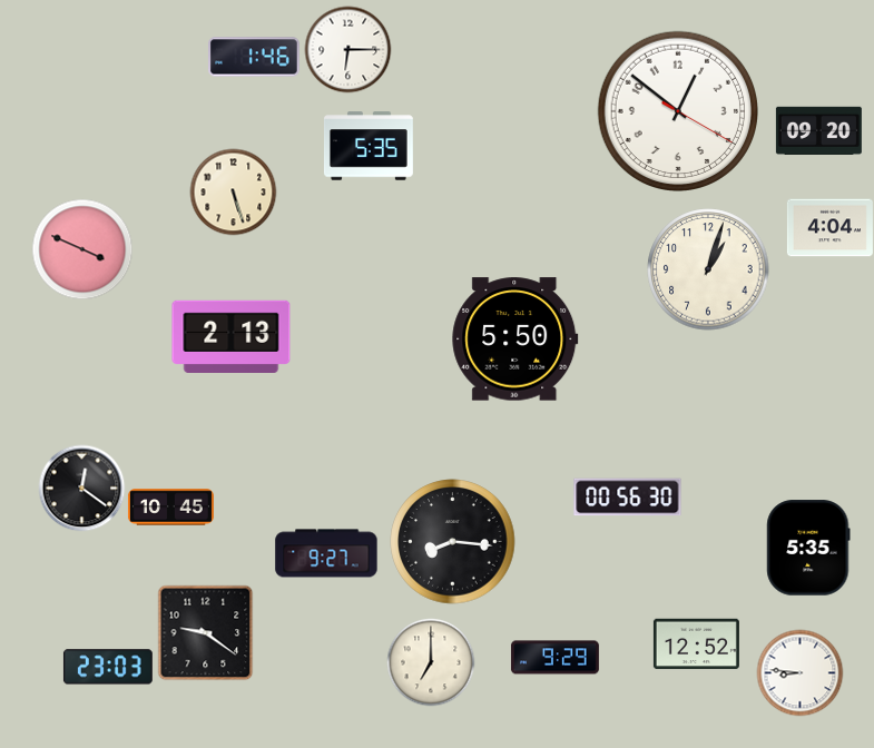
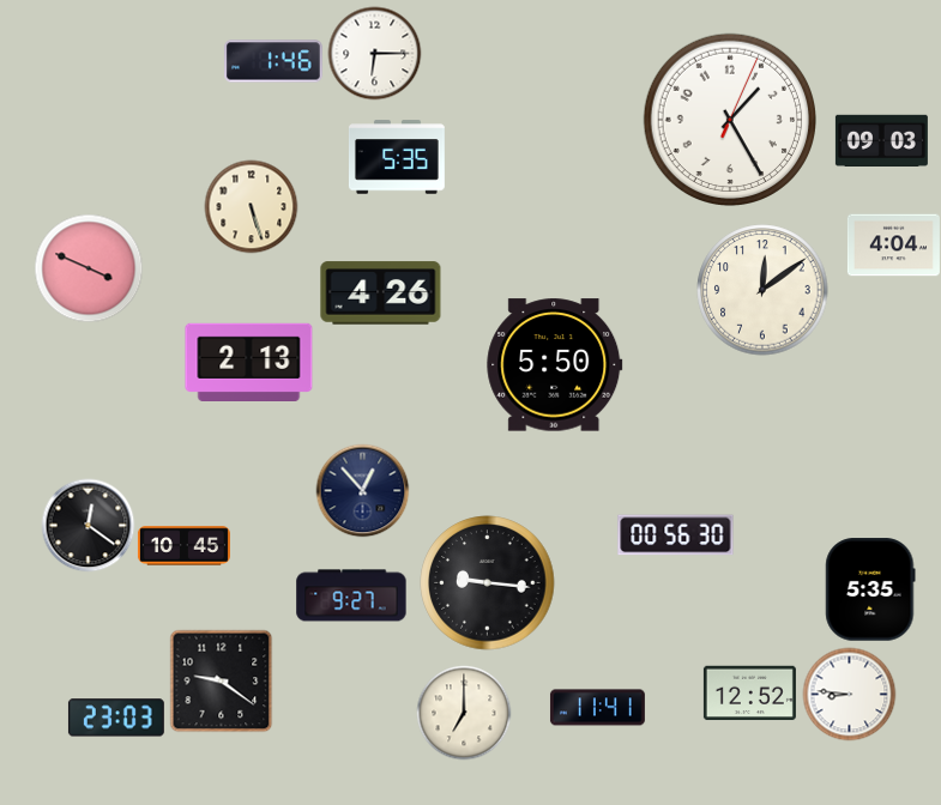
clock at (677, 110): 12:51 -> 1:25
clock at (818, 130): 09:20 -> 09:03
clock at (708, 269): 1:03 -> 12:09
clock at (381, 293): none -> 4:26
clock at (362, 490): none -> 12:53
clock at (453, 542): 8:16 -> 9:16
clock at (554, 658): 9:29 -> 11:41
clock at (799, 672) position: (799, 672) -> (849, 694)
